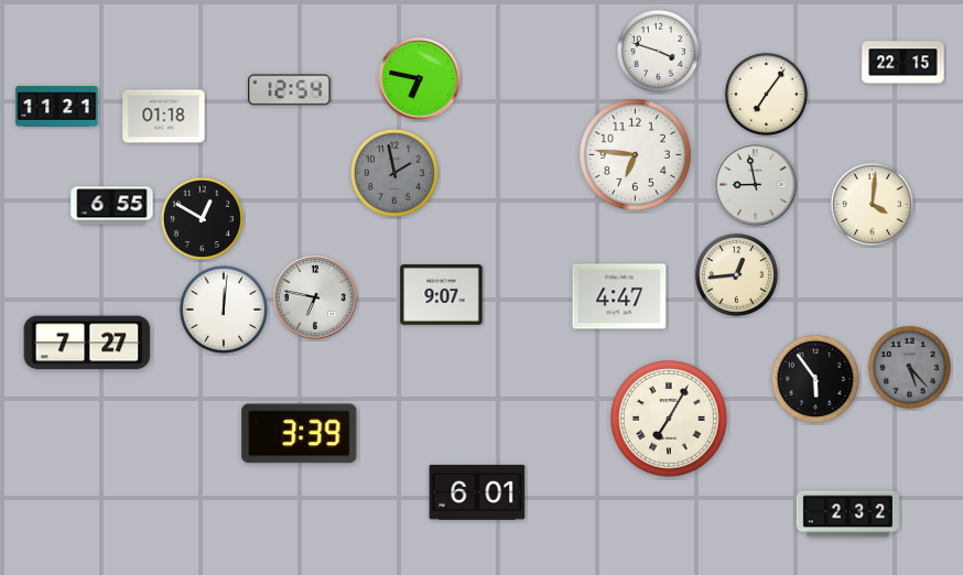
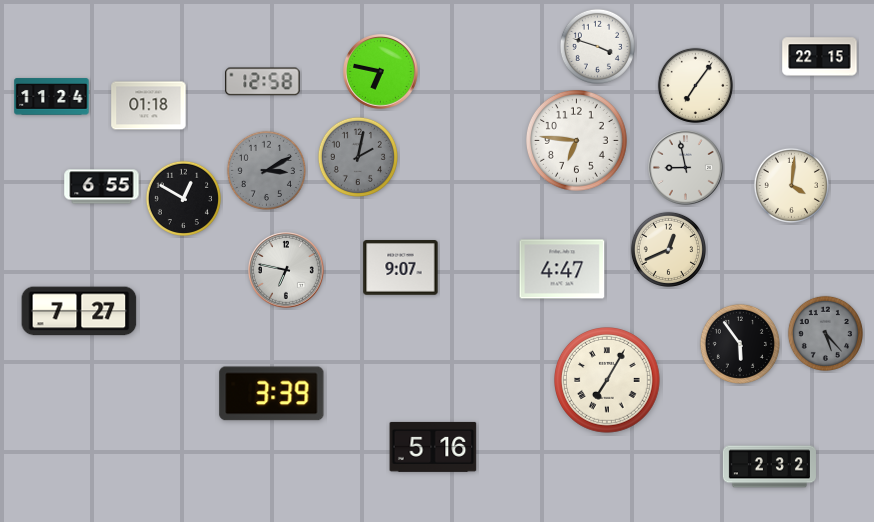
clock at (290, 90): 12:54 -> 12:58
clock at (57, 107): 11:21 -> 11:24
clock at (394, 173): 1:58 -> 2:02
clock at (266, 170): none -> 3:10
clock at (736, 274): 12:44 -> 12:41
clock at (224, 310): 12:01 -> none
clock at (477, 492): 6:01 -> 5:16
